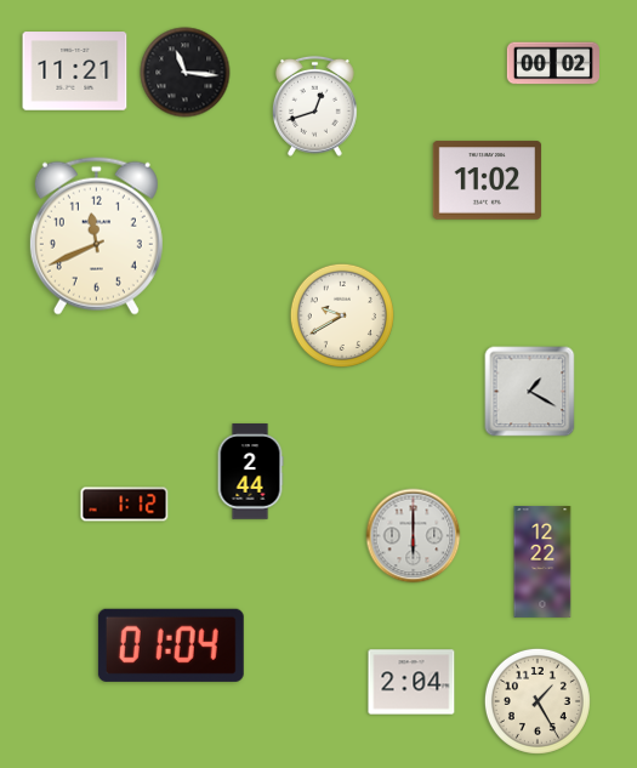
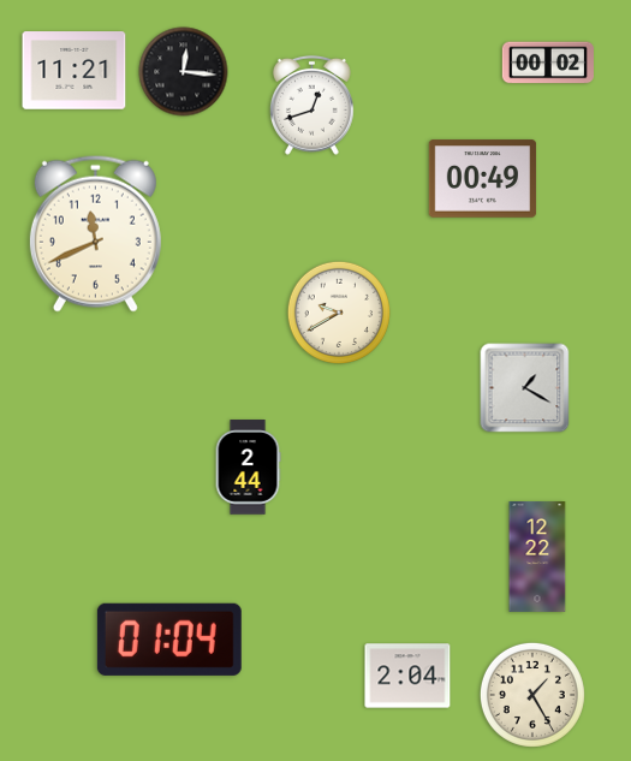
clock at (186, 73): 11:16 -> 12:16
clock at (488, 181): 11:02 -> 00:49
clock at (125, 505): 1:12 -> none
clock at (414, 536): 6:00 -> none
